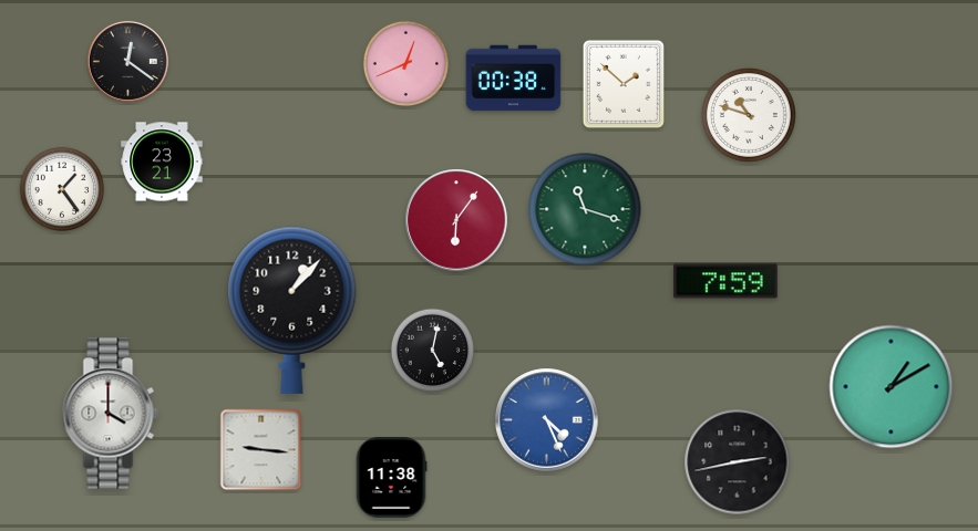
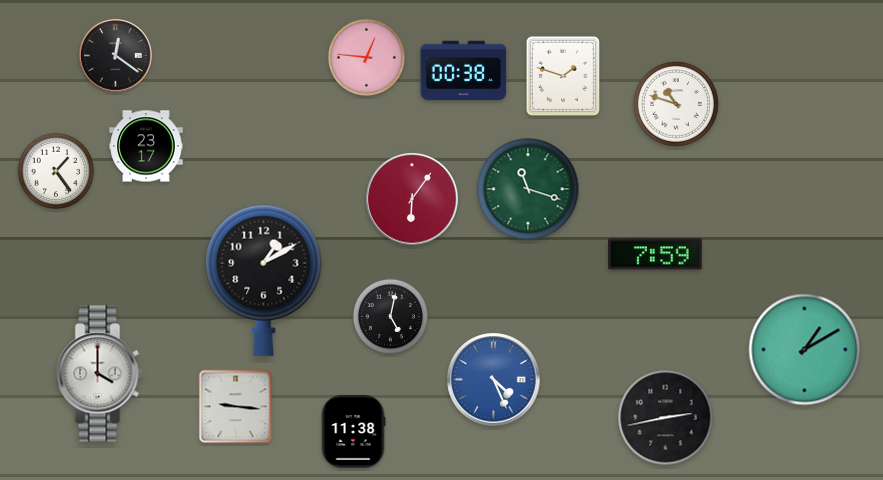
clock at (405, 63): 12:41 -> 12:46
clock at (624, 84): 1:52 -> 1:48
clock at (162, 162): 23:21 -> 23:17
clock at (292, 310): 1:07 -> 1:10
